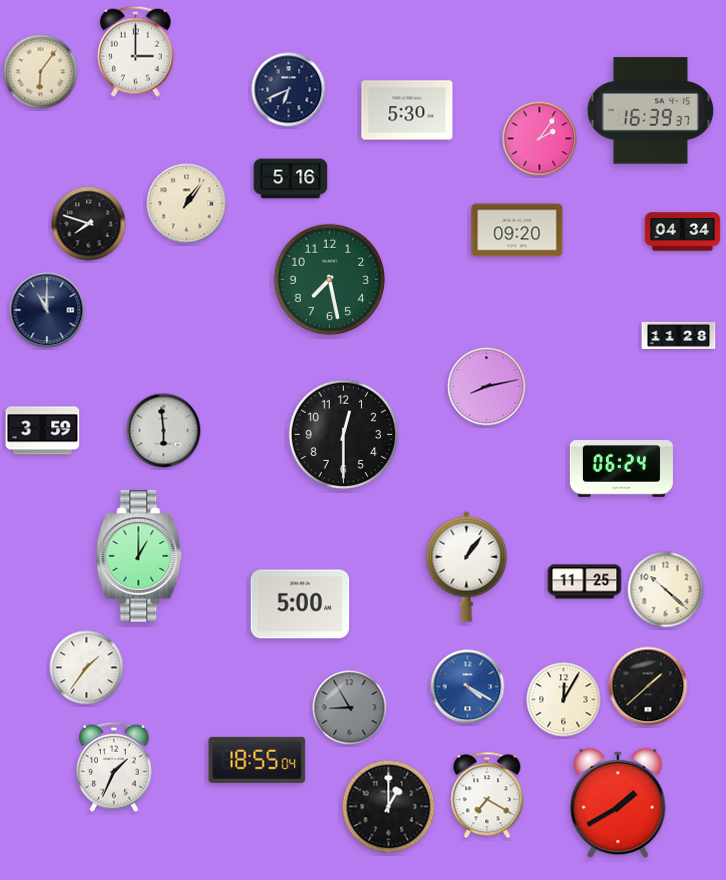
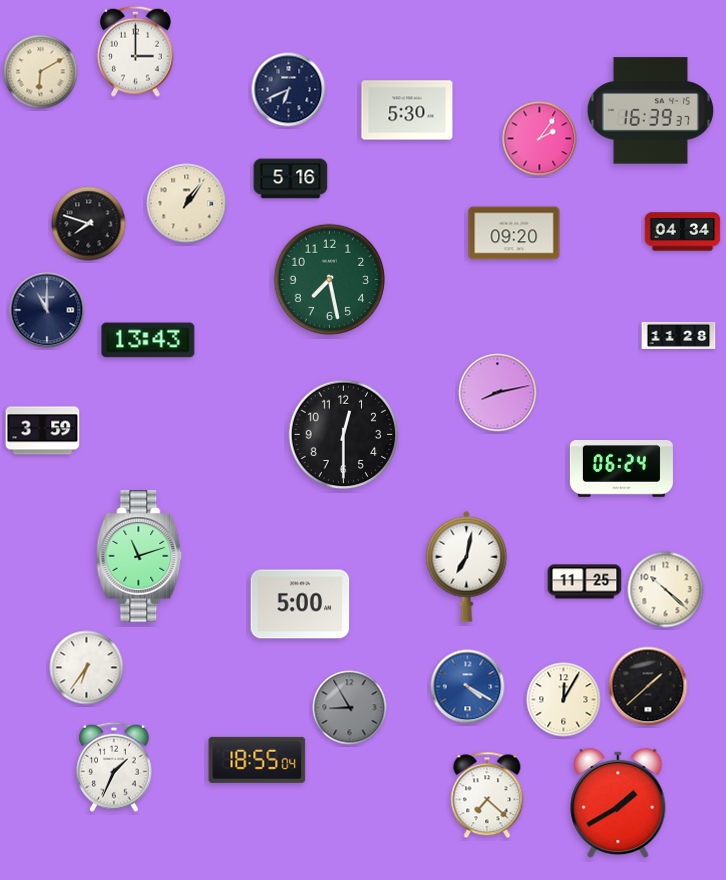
clock at (41, 72): 6:06 -> 6:10
clock at (517, 230) position: (517, 230) -> (514, 233)
clock at (148, 340): none -> 13:43
clock at (487, 387) position: (487, 387) -> (498, 393)
clock at (164, 431): 5:59 -> none
clock at (139, 556): 1:00 -> 11:12
clock at (467, 566): 1:06 -> 7:02
clock at (87, 668): 1:36 -> 6:36
clock at (487, 795): 7:20 -> 7:22
clock at (389, 807): 1:00 -> none
